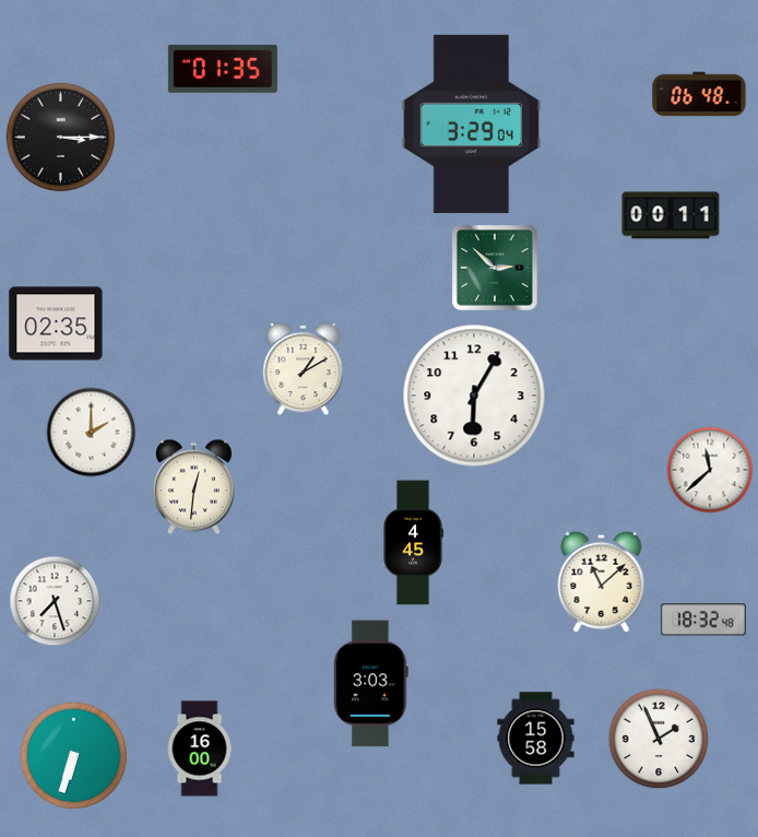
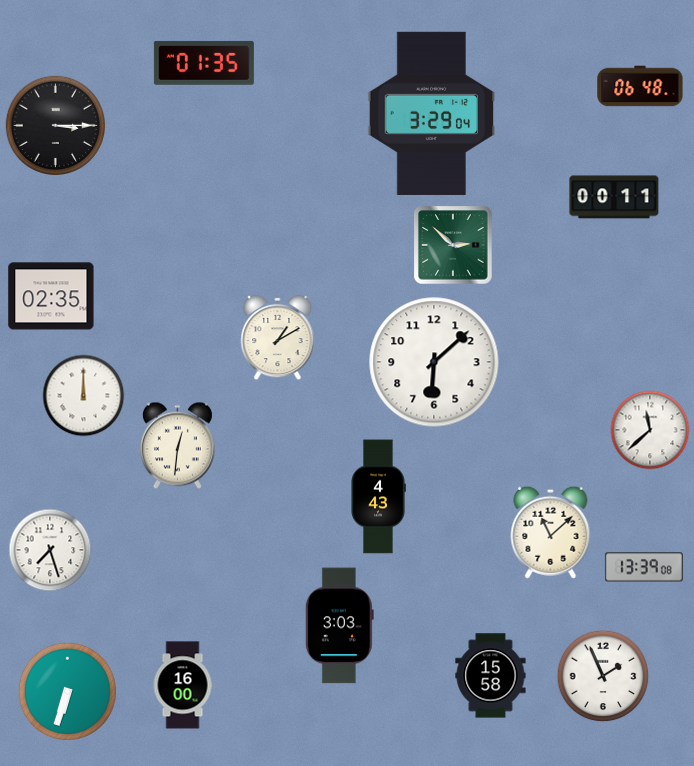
clock at (474, 396): 6:05 -> 6:08
clock at (92, 433): 2:00 -> 12:00
clock at (413, 543): 4:45 -> 4:43
clock at (703, 620): 18:32 -> 13:39
